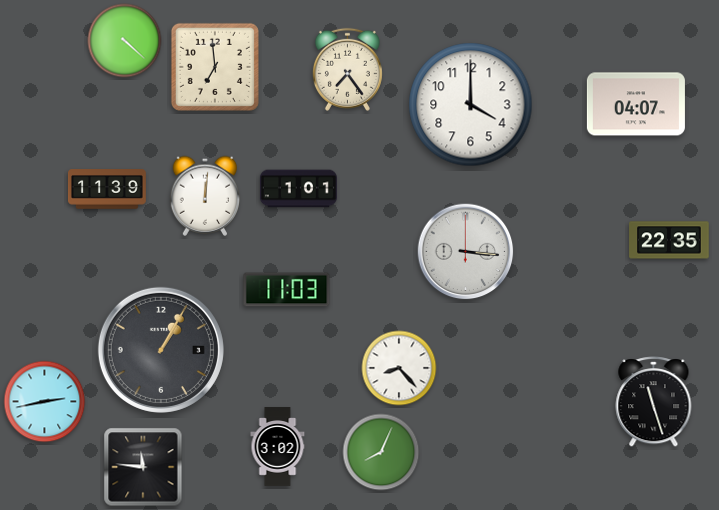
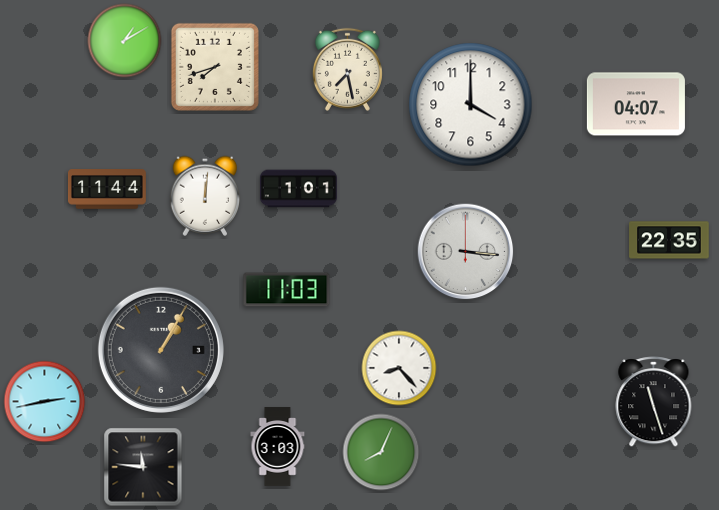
clock at (125, 41): 4:22 -> 1:10
clock at (215, 67): 6:59 -> 7:42
clock at (347, 69): 7:24 -> 7:28
clock at (107, 189): 11:39 -> 11:44
clock at (278, 447): 3:02 -> 3:03
